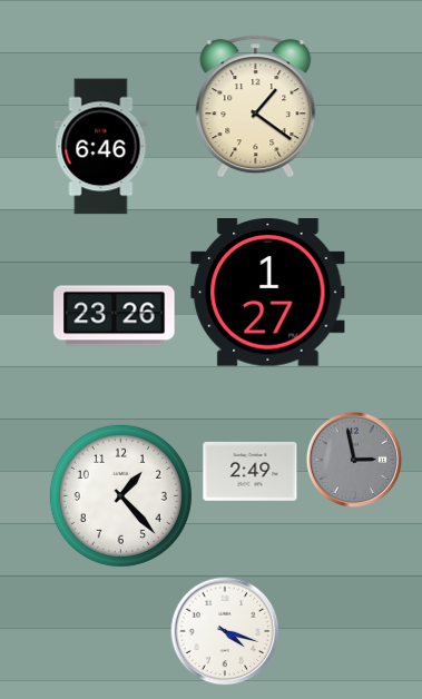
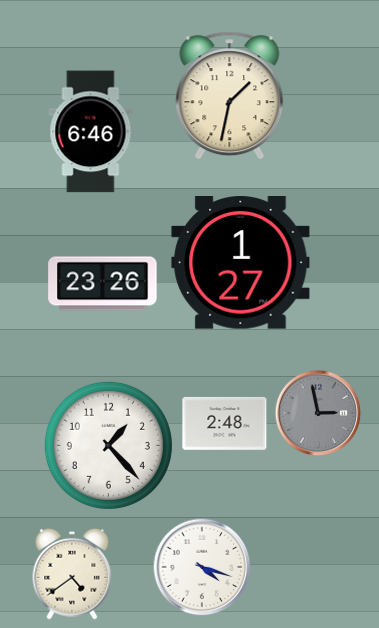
clock at (256, 107): 1:21 -> 1:32
clock at (251, 471): 2:49 -> 2:48
clock at (72, 574): none -> 4:39
